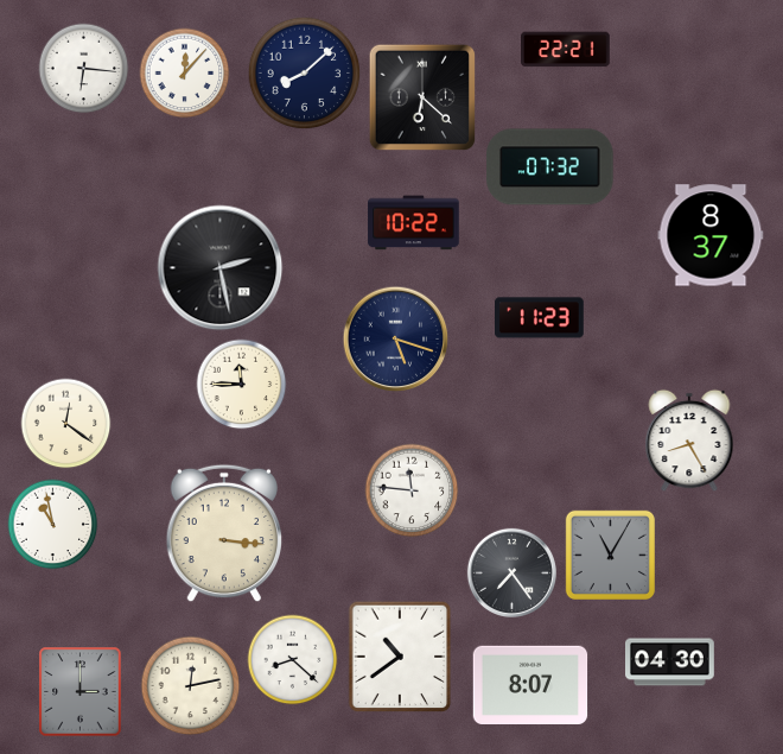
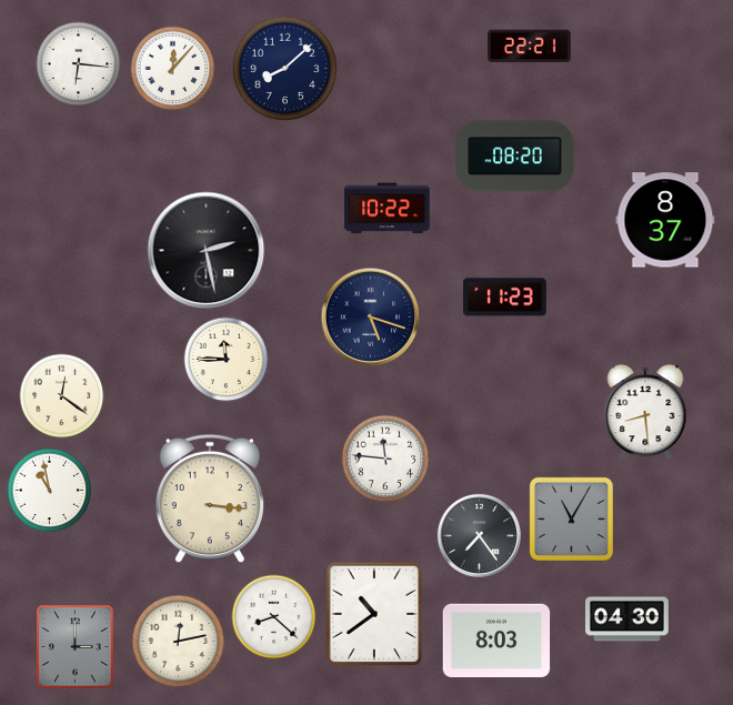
clock at (421, 96): 6:22 -> none
clock at (550, 167): 07:32 -> 08:20
clock at (689, 441): 8:25 -> 8:29
clock at (530, 684): 8:07 -> 8:03
